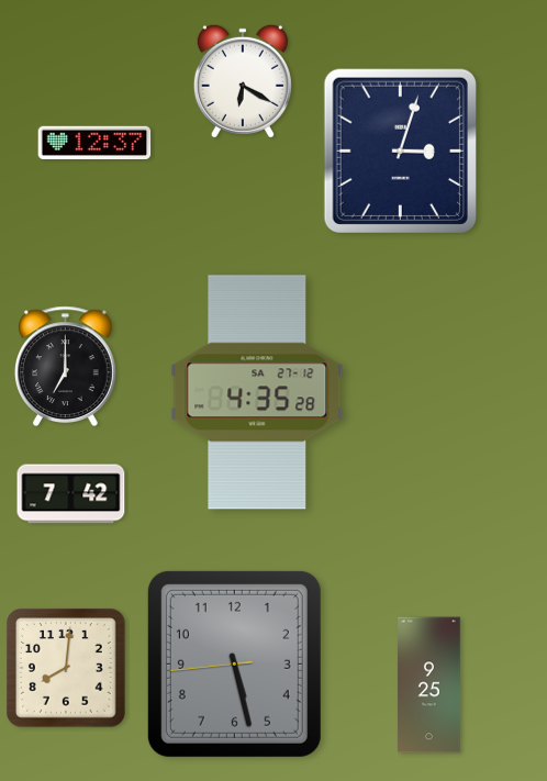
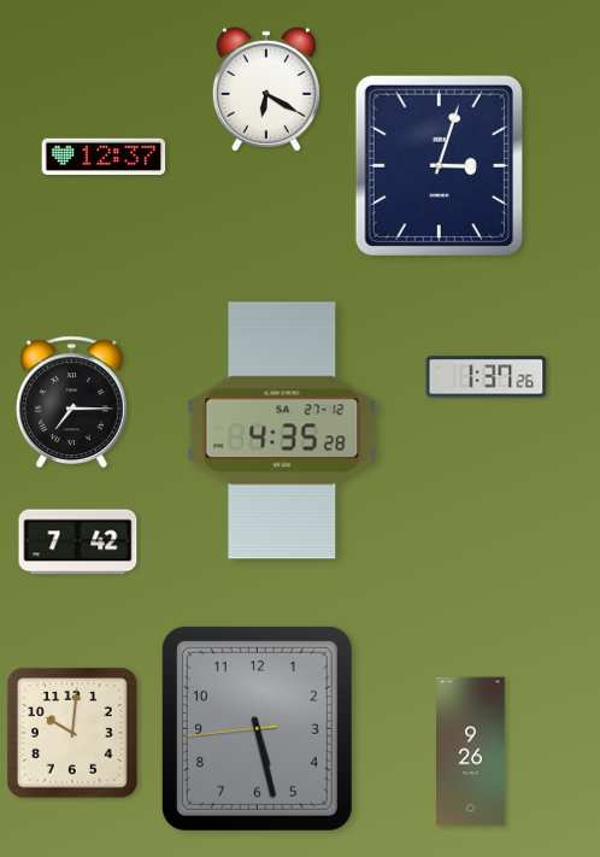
clock at (487, 377): none -> 1:37
clock at (66, 366): 7:00 -> 7:15
clock at (67, 669): 8:01 -> 10:01
clock at (429, 685): 9:25 -> 9:26
